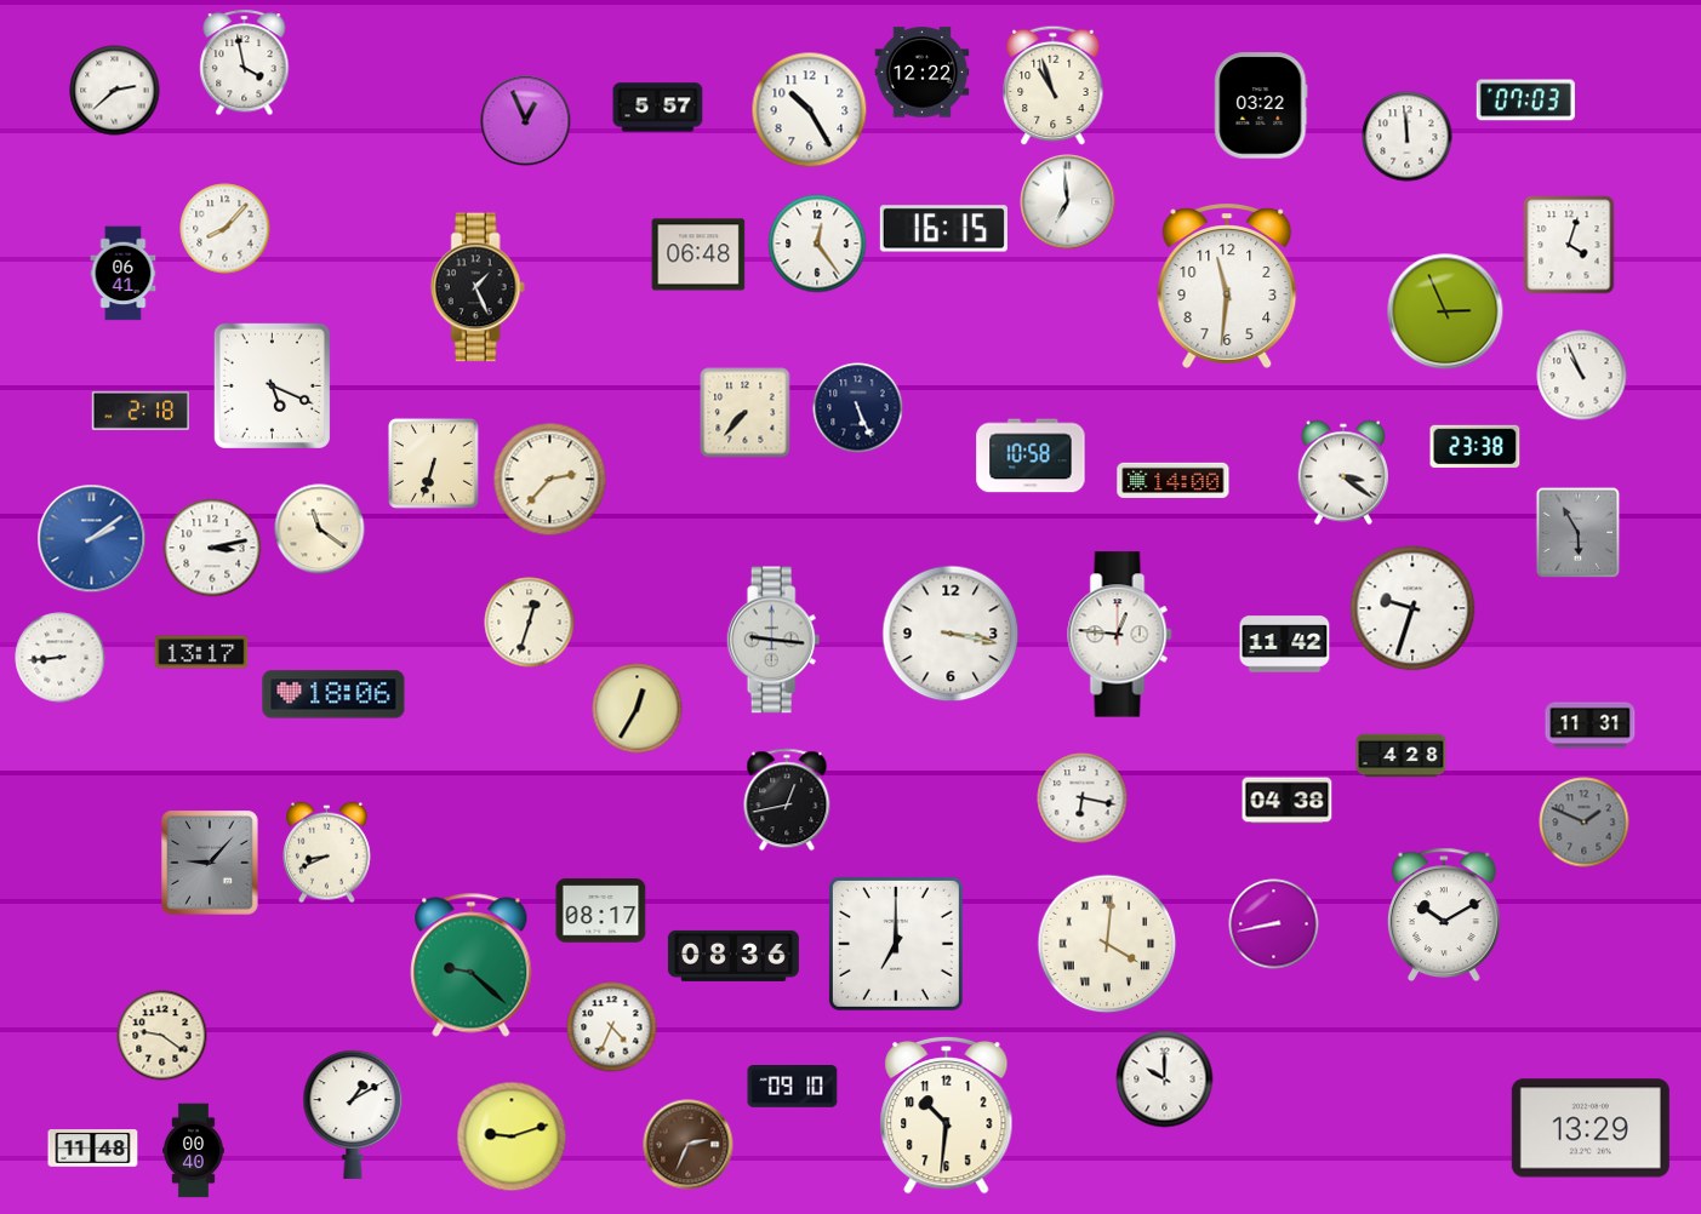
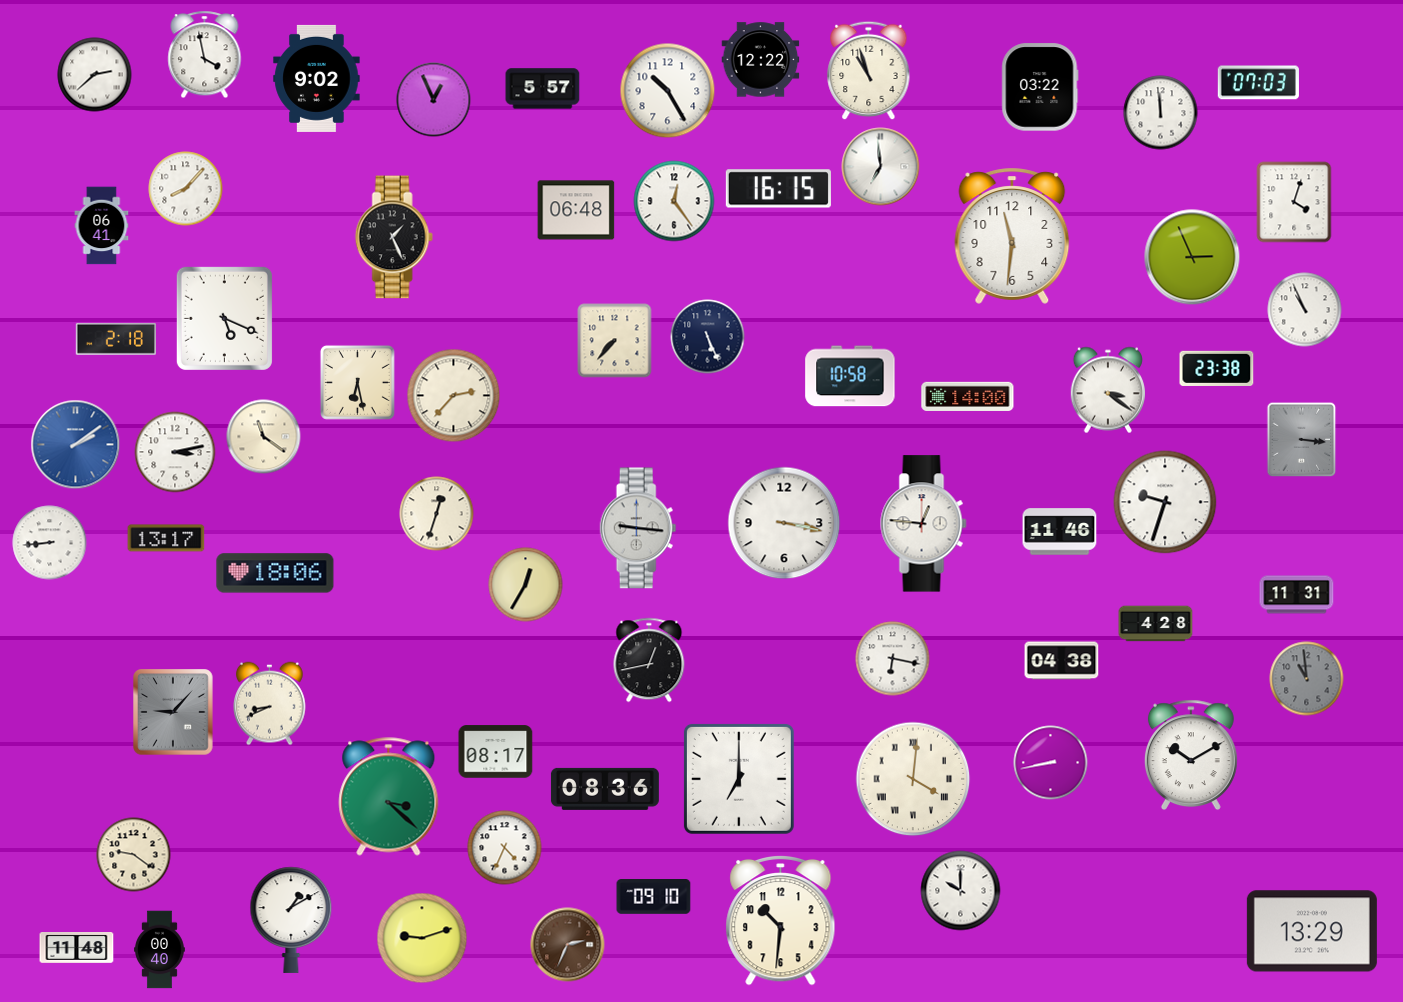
clock at (245, 63) position: (245, 63) -> (205, 55)
clock at (317, 78): none -> 9:02
clock at (433, 463): 6:33 -> 6:28
clock at (1579, 533): 5:55 -> 3:16
clock at (1285, 645): 11:42 -> 11:46
clock at (1591, 726) position: (1591, 726) -> (1297, 595)
clock at (1585, 823): 1:49 -> 10:59
clock at (472, 966): 9:22 -> 3:22
